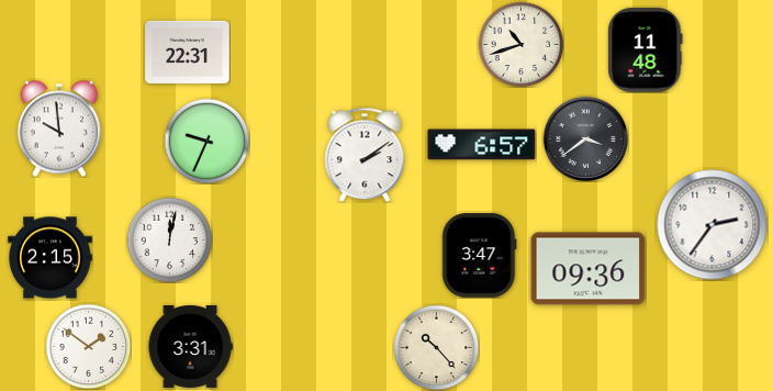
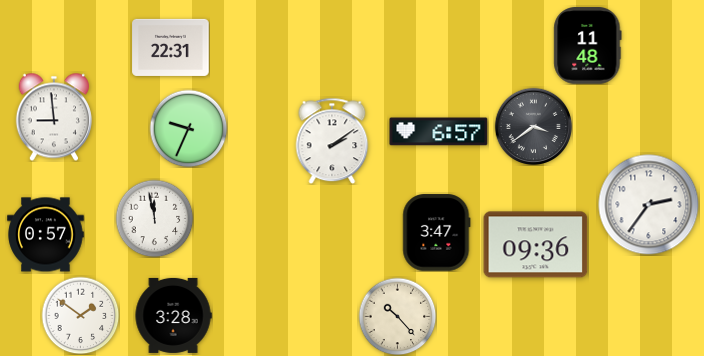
clock at (520, 44): 10:42 -> none
clock at (59, 129): 9:59 -> 8:59
clock at (169, 239): 12:02 -> 11:58
clock at (51, 258): 2:15 -> 0:57
clock at (190, 346): 3:31 -> 3:28
